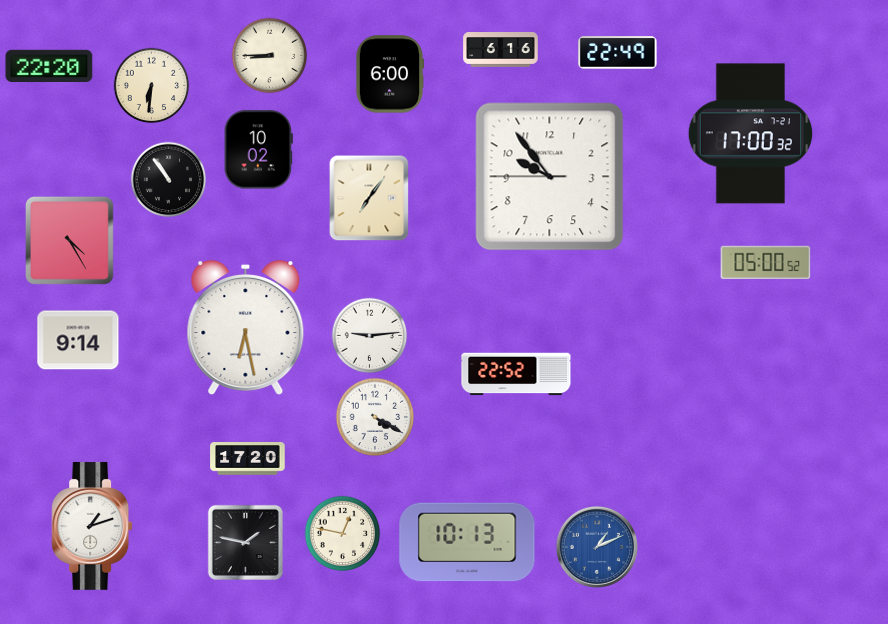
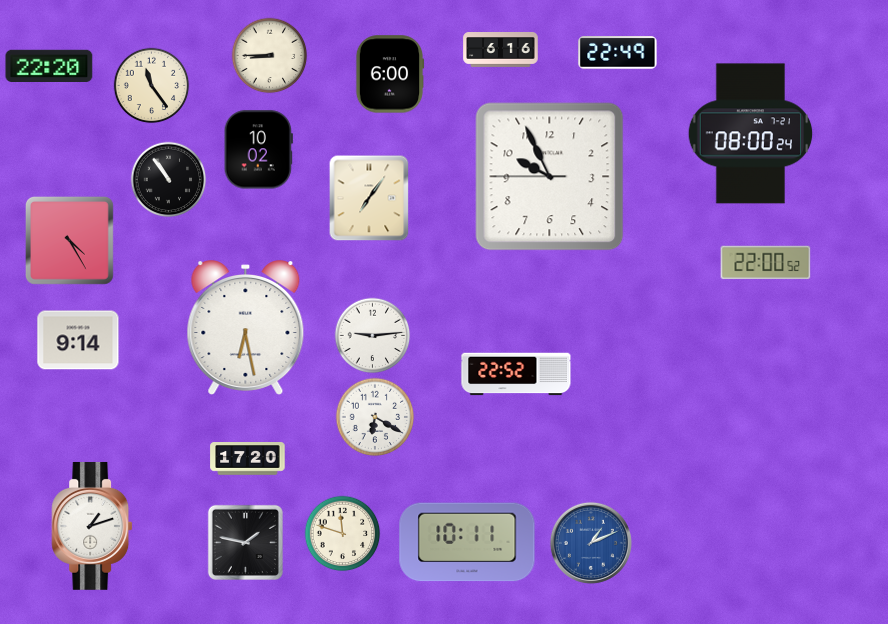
clock at (152, 86): 6:31 -> 11:24
clock at (751, 134): 17:00 -> 08:00
clock at (550, 177): 9:53 -> 9:55
clock at (766, 263): 05:00 -> 22:00
clock at (370, 336) position: (370, 336) -> (373, 336)
clock at (375, 417): 4:20 -> 6:20
clock at (343, 534): 12:47 -> 11:48
clock at (467, 542): 10:13 -> 10:11
clock at (597, 547) position: (597, 547) -> (591, 543)
